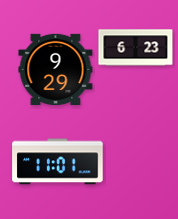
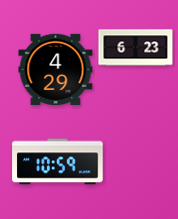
clock at (56, 69): 9:29 -> 4:29
clock at (58, 162): 11:01 -> 10:59
